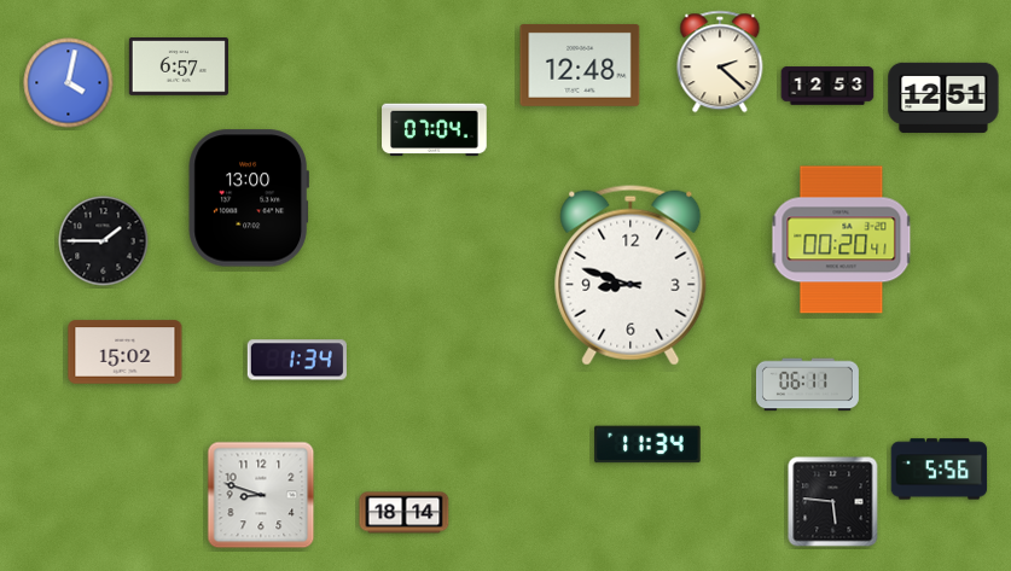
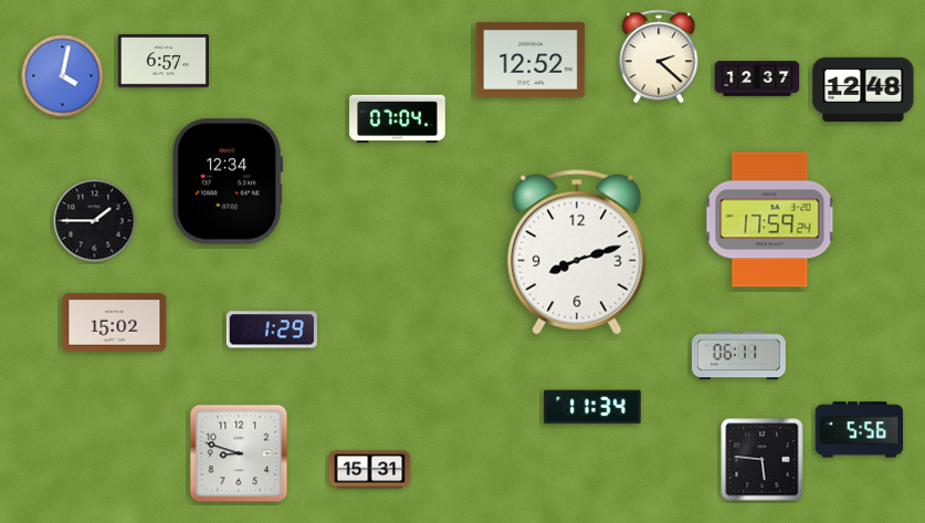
clock at (580, 65): 12:48 -> 12:52
clock at (827, 86): 12:53 -> 12:37
clock at (943, 98): 12:51 -> 12:48
clock at (248, 198): 13:00 -> 12:34
clock at (842, 240): 00:20 -> 17:59
clock at (631, 275): 8:48 -> 8:12
clock at (297, 360): 1:34 -> 1:29
clock at (807, 385) position: (807, 385) -> (738, 356)
clock at (405, 513): 18:14 -> 15:31
